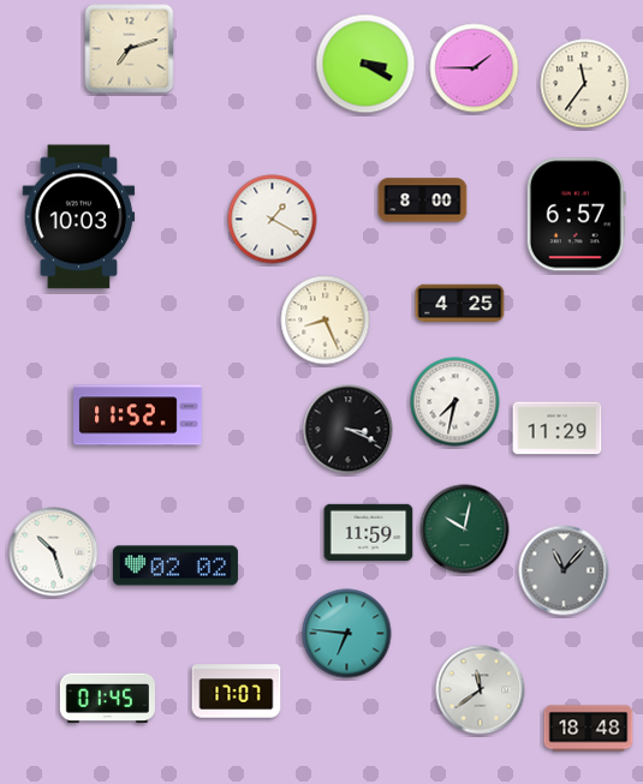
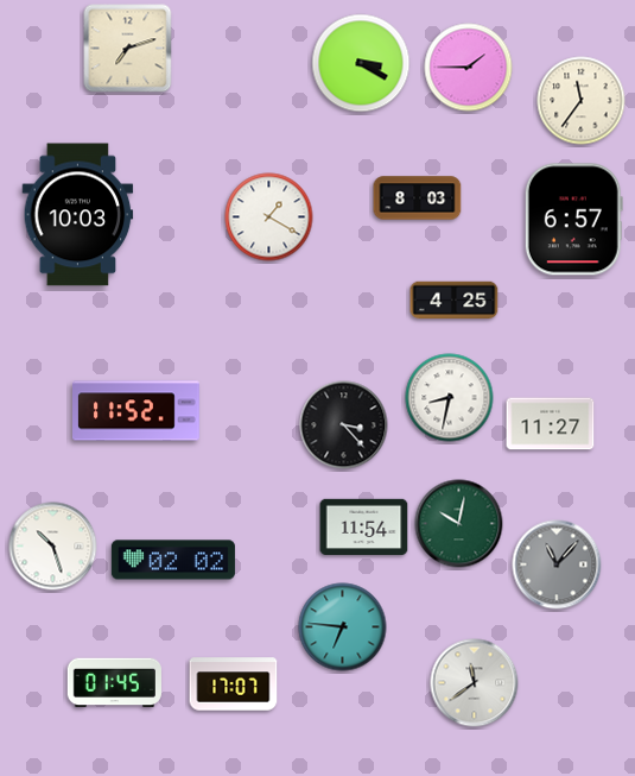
clock at (585, 84) position: (585, 84) -> (582, 101)
clock at (423, 201): 8:00 -> 8:03
clock at (576, 215) position: (576, 215) -> (573, 220)
clock at (326, 321): 8:26 -> none
clock at (456, 402): 7:32 -> 8:32
clock at (558, 429): 11:29 -> 11:27
clock at (349, 430): 3:19 -> 3:23
clock at (369, 533): 11:59 -> 11:54
clock at (107, 699) position: (107, 699) -> (114, 683)
clock at (589, 729): 18:48 -> none
